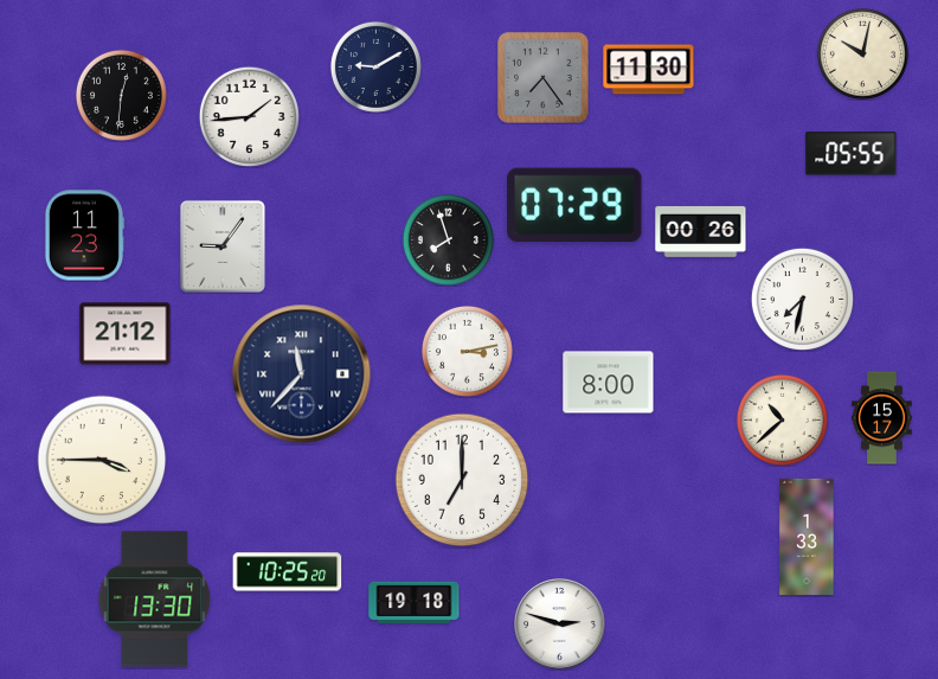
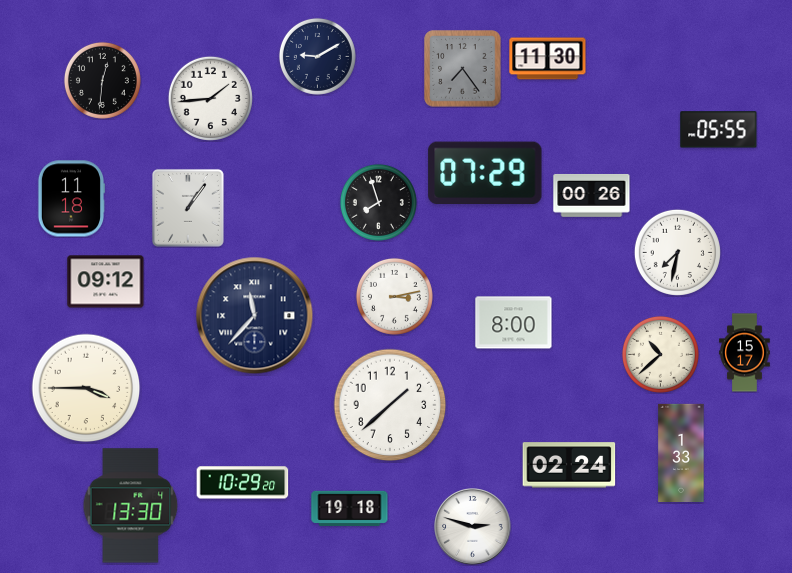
clock at (862, 53): 10:02 -> none
clock at (544, 78) position: (544, 78) -> (463, 69)
clock at (83, 236): 11:23 -> 11:18
clock at (223, 246): 9:06 -> 1:06
clock at (126, 334): 21:12 -> 09:12
clock at (462, 480): 7:00 -> 1:38
clock at (569, 465): none -> 02:24
clock at (288, 572): 10:25 -> 10:29
